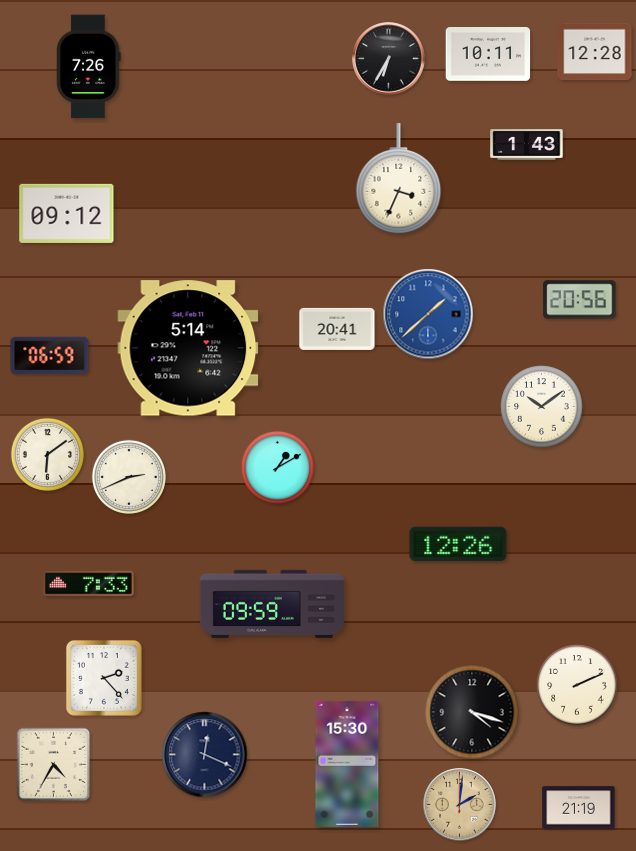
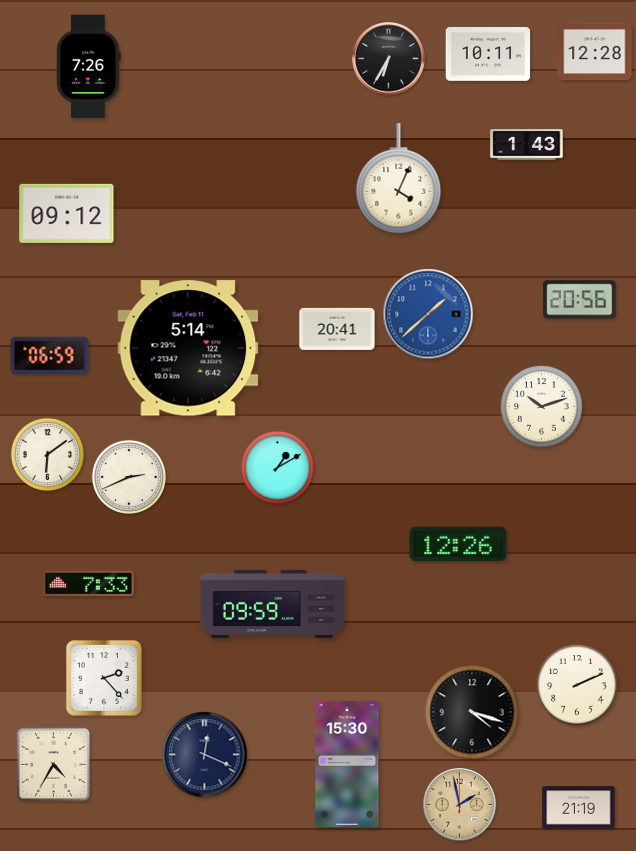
clock at (399, 179): 3:34 -> 4:04
clock at (542, 407): 10:09 -> 10:12
clock at (460, 805): 2:01 -> 1:58
